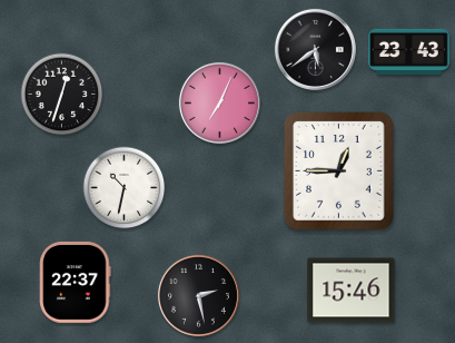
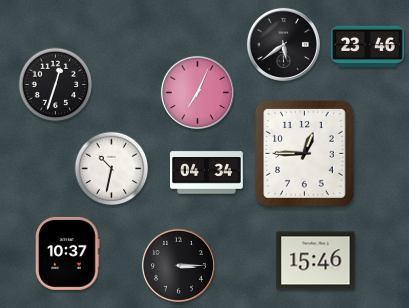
clock at (409, 51): 23:43 -> 23:46
clock at (207, 173): none -> 04:34
clock at (76, 282): 22:37 -> 10:37
clock at (198, 295): 2:28 -> 3:15
